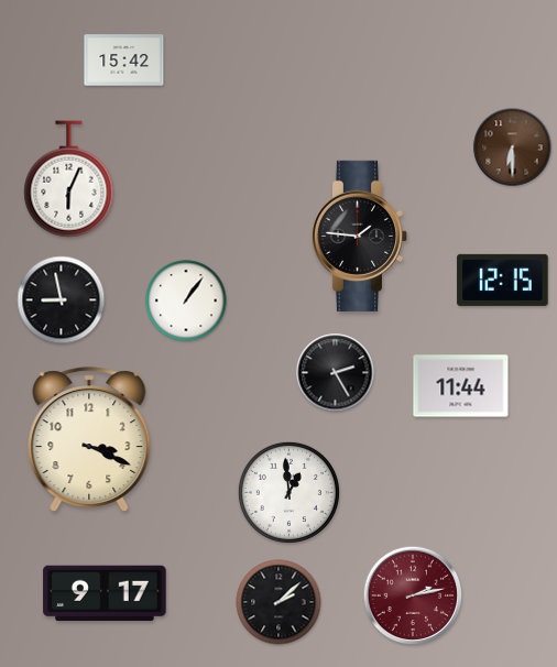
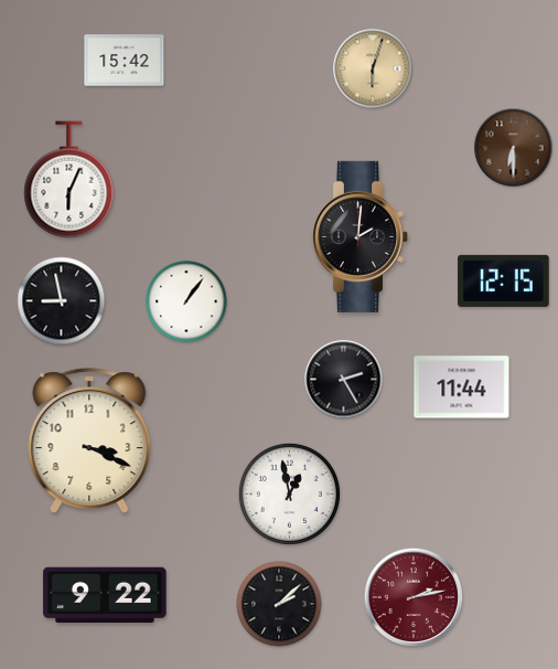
clock at (373, 68): none -> 6:03
clock at (360, 236): 1:46 -> 2:01
clock at (336, 373) position: (336, 373) -> (344, 380)
clock at (288, 492): 12:59 -> 12:58
clock at (105, 592): 9:17 -> 9:22
